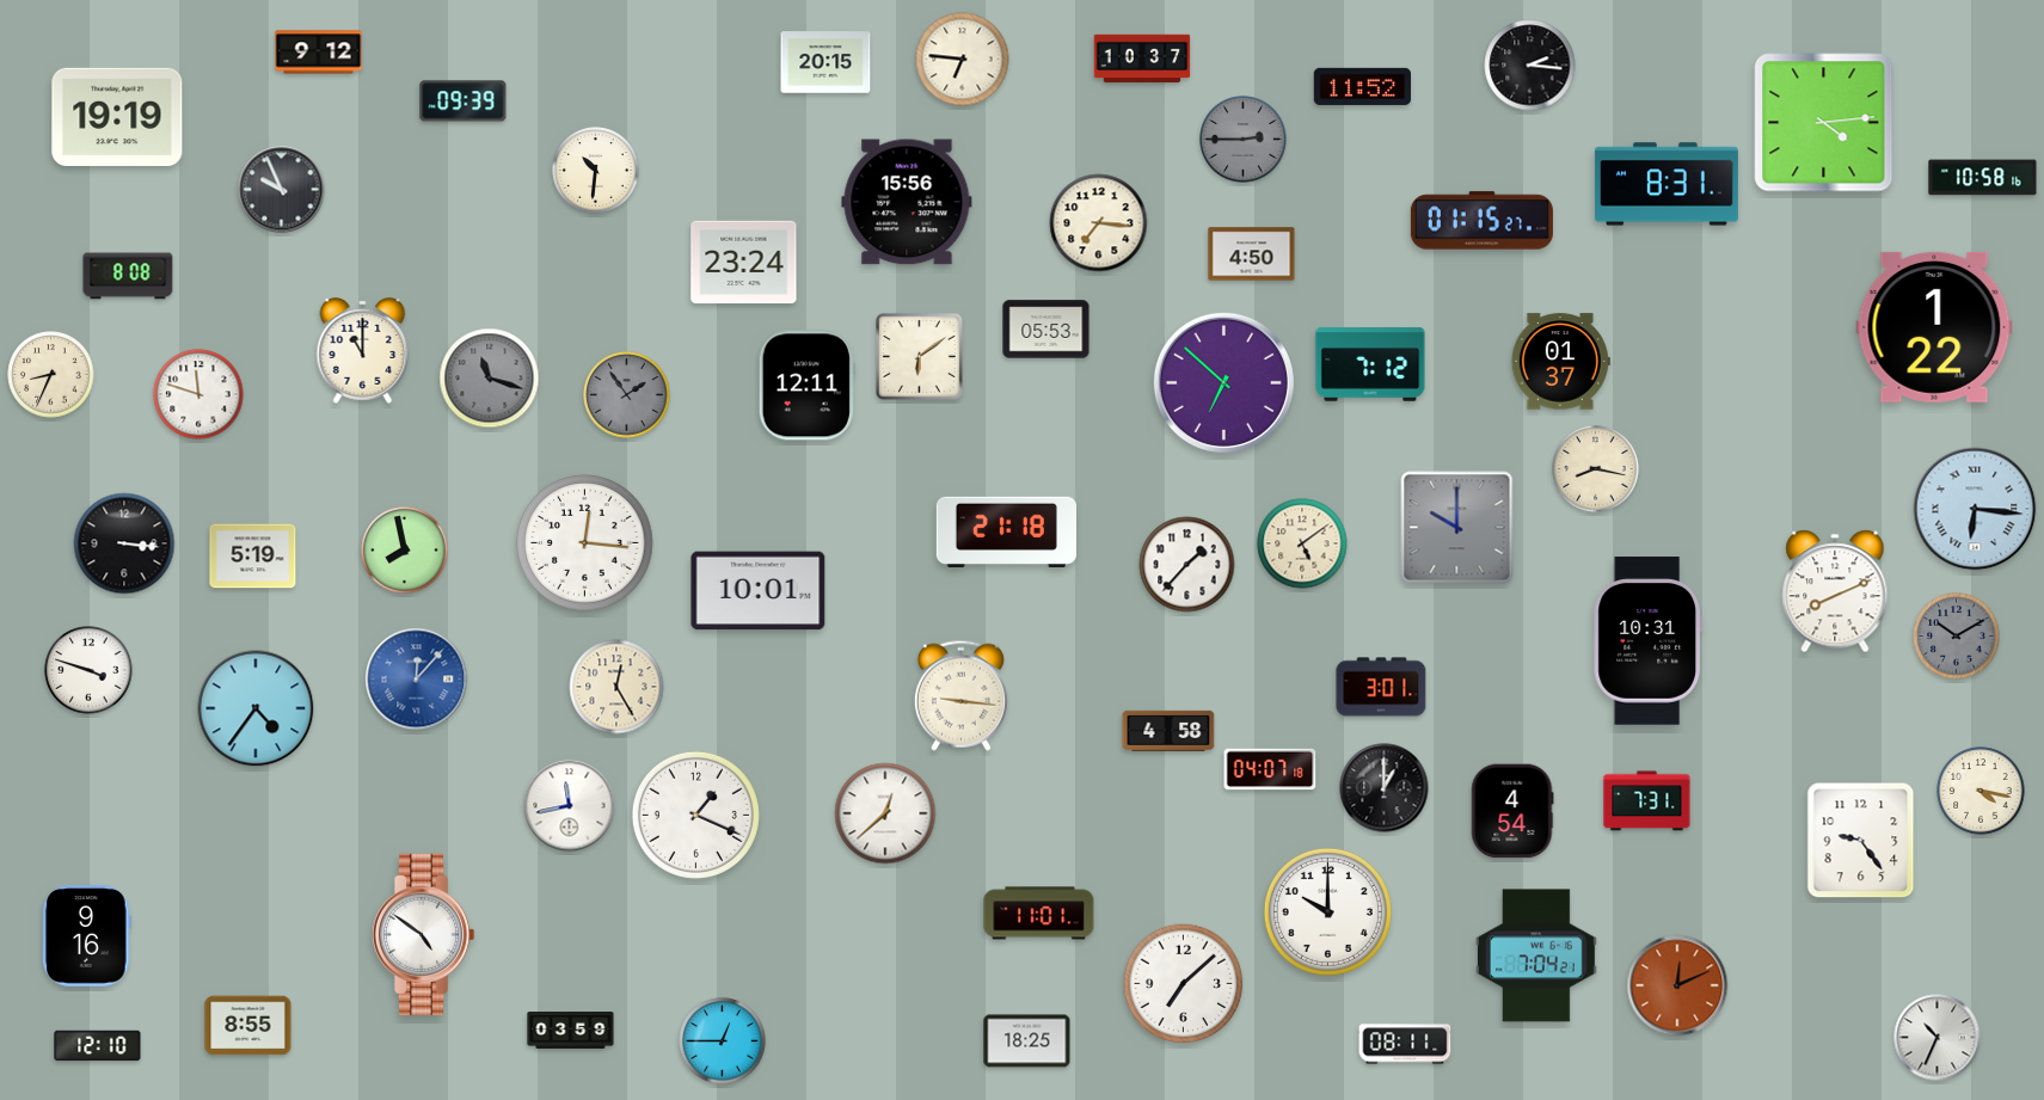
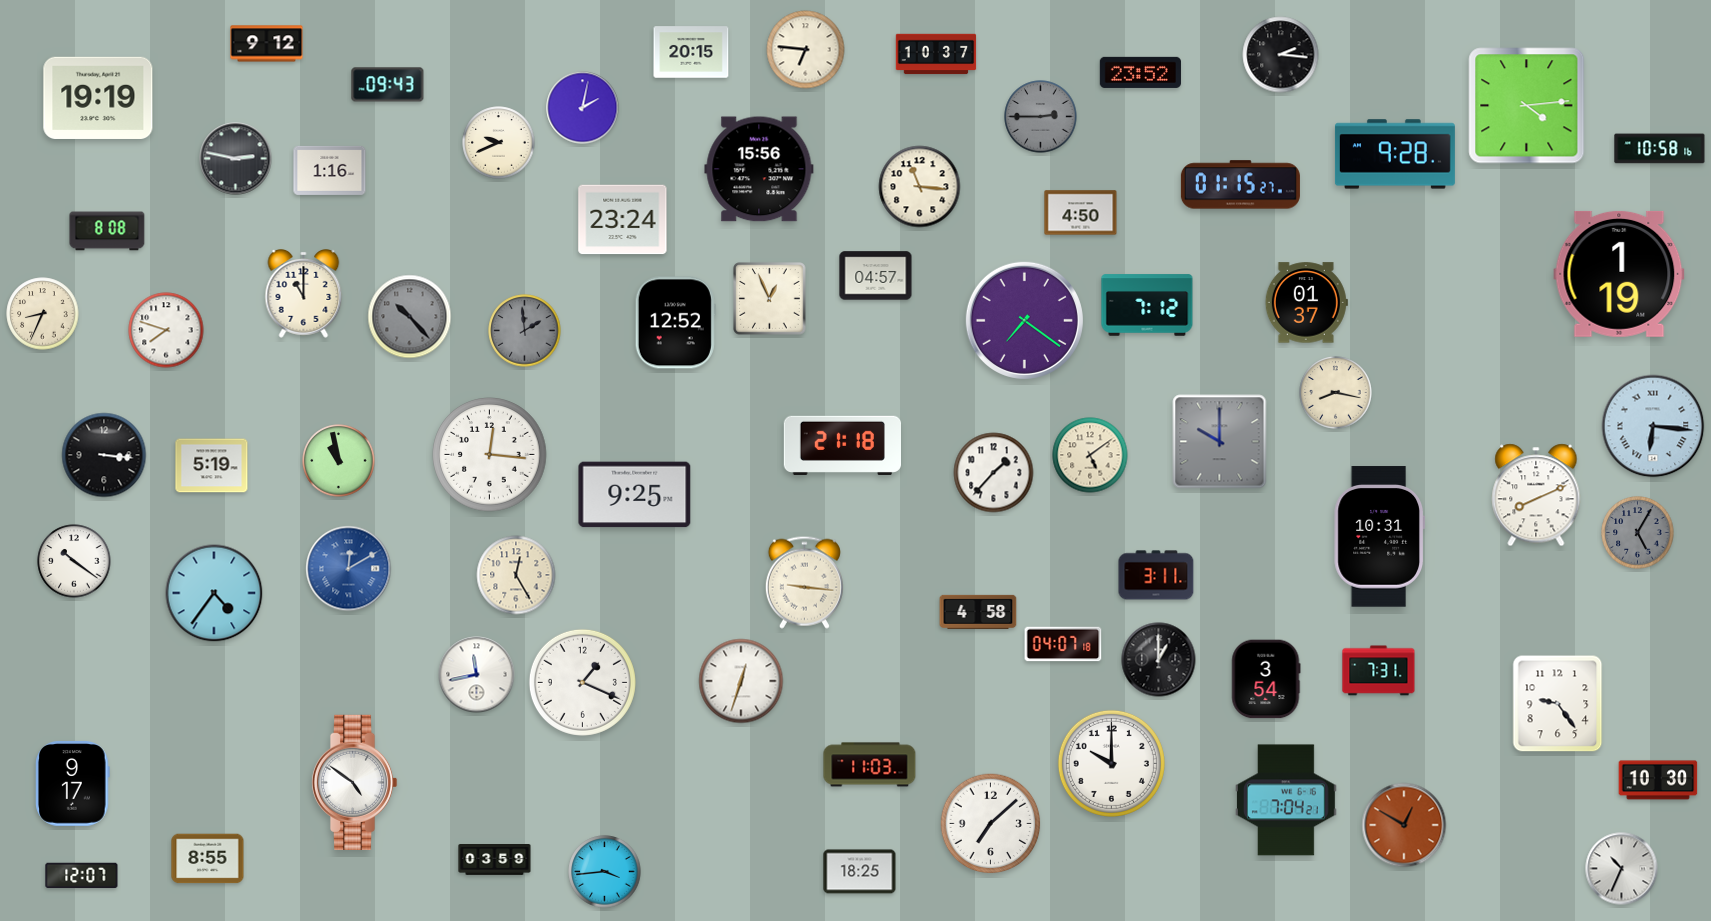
clock at (1142, 59) position: (1142, 59) -> (936, 54)
clock at (1362, 86): 11:52 -> 23:52
clock at (464, 102): 09:39 -> 09:43
clock at (1824, 123) position: (1824, 123) -> (1527, 106)
clock at (583, 108): none -> 2:02
clock at (596, 171): 10:31 -> 9:41
clock at (1666, 184): 8:31 -> 9:28
clock at (282, 190): 9:56 -> 2:47
clock at (330, 170): none -> 1:16
clock at (1099, 223): 7:16 -> 11:16
clock at (1252, 254) position: (1252, 254) -> (1081, 213)
clock at (1934, 327): 1:22 -> 1:19
clock at (1046, 330): 05:53 -> 04:57
clock at (920, 357): 6:09 -> 12:56
clock at (490, 379): 11:18 -> 10:23
clock at (1223, 382): 6:52 -> 7:21
clock at (806, 386): 12:11 -> 12:52
clock at (198, 394): 11:48 -> 7:48
clock at (627, 395): 1:54 -> 1:59
clock at (405, 551): 7:58 -> 10:58
clock at (759, 591): 10:01 -> 9:25
clock at (1957, 637): 10:10 -> 5:05
clock at (88, 670): 3:48 -> 10:21
clock at (417, 680): 12:07 -> 12:10
clock at (1381, 687): 3:01 -> 3:11
clock at (1981, 791): 4:17 -> none
clock at (1512, 811): 4:54 -> 3:54
clock at (885, 813): 12:38 -> 12:33
clock at (1039, 914): 11:01 -> 11:03
clock at (1658, 780): none -> 10:30
clock at (87, 936): 9:16 -> 9:17
clock at (1677, 985): 12:11 -> 12:50
clock at (571, 1031) position: (571, 1031) -> (495, 860)
clock at (723, 1041): 12:45 -> 3:44
clock at (1405, 1044): 08:11 -> none
clock at (98, 1046): 12:10 -> 12:07
